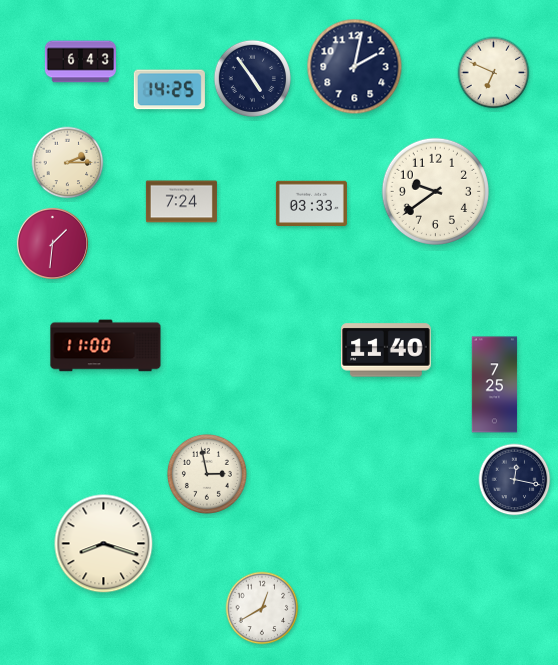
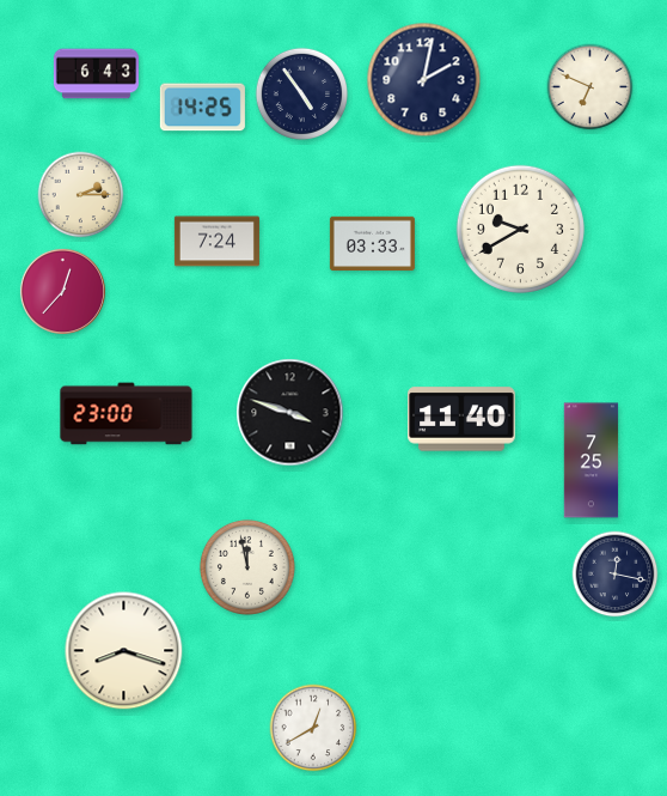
clock at (435, 191): 9:39 -> 9:40
clock at (52, 243): 1:31 -> 12:37
clock at (290, 413): none -> 3:48
clock at (106, 346): 11:00 -> 23:00
clock at (207, 474): 2:58 -> 11:58
